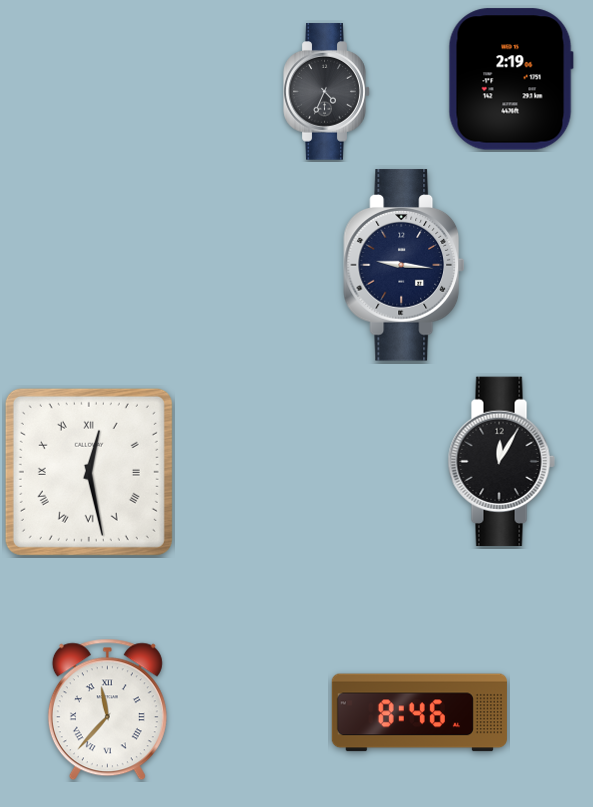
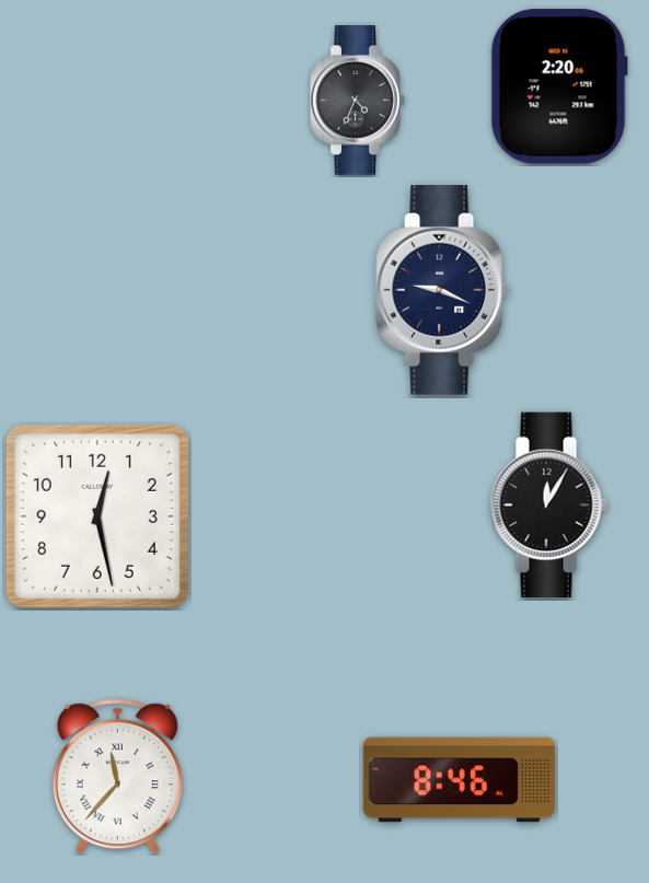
clock at (511, 79): 2:19 -> 2:20
clock at (404, 265): 9:16 -> 9:19
clock at (89, 472) numerals: Roman -> Arabic
